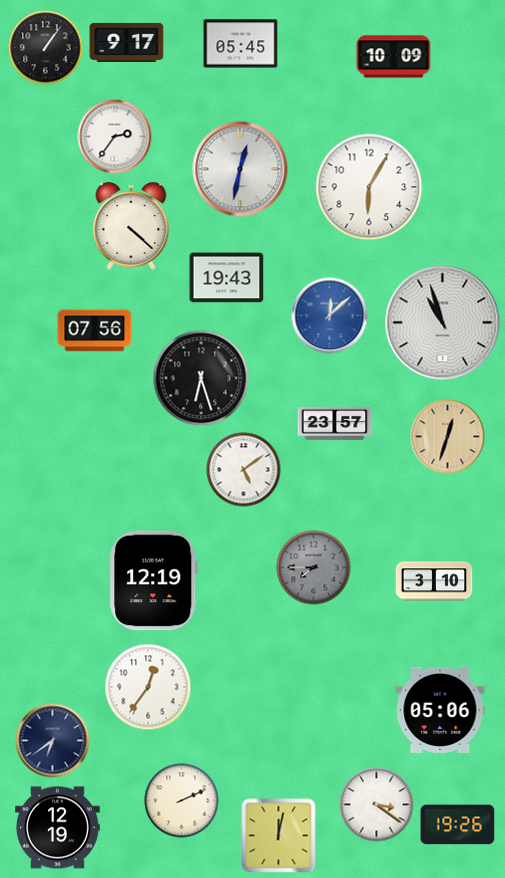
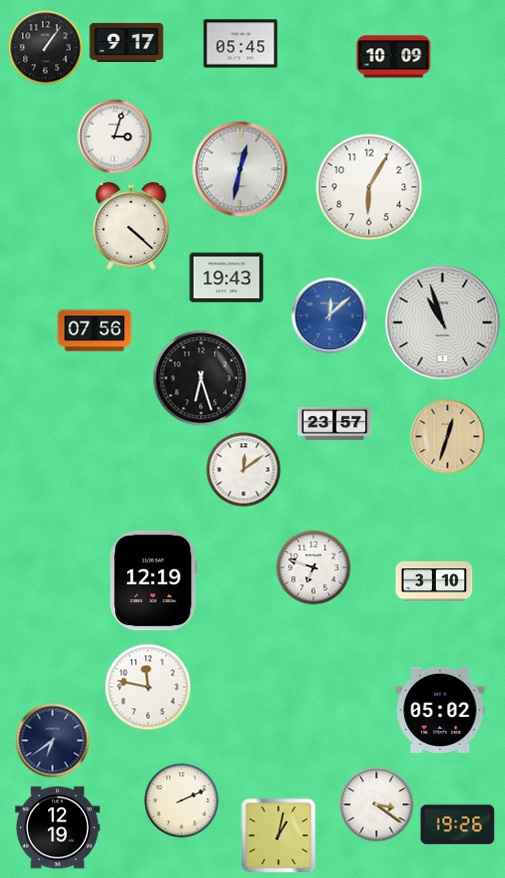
clock at (115, 137): 2:36 -> 3:03
clock at (244, 470): 5:09 -> 12:09
clock at (314, 568): 7:45 -> 6:48
clock at (314, 568) dial: grey -> white
clock at (148, 687): 12:36 -> 11:47
clock at (440, 710): 05:06 -> 05:02
clock at (279, 836): 12:02 -> 1:02
